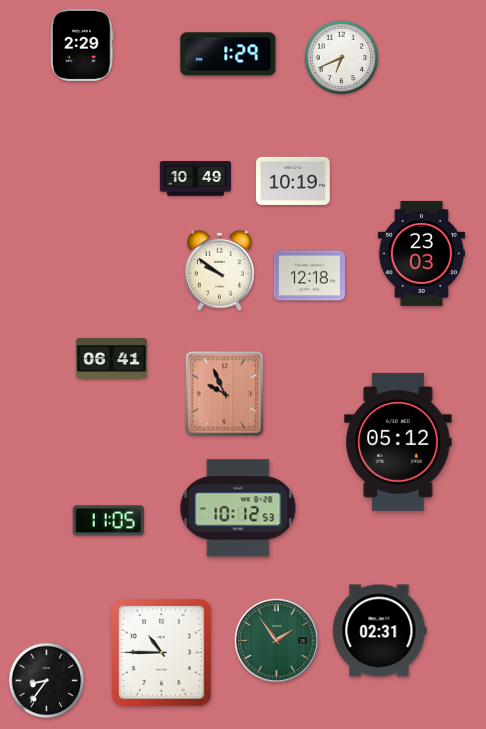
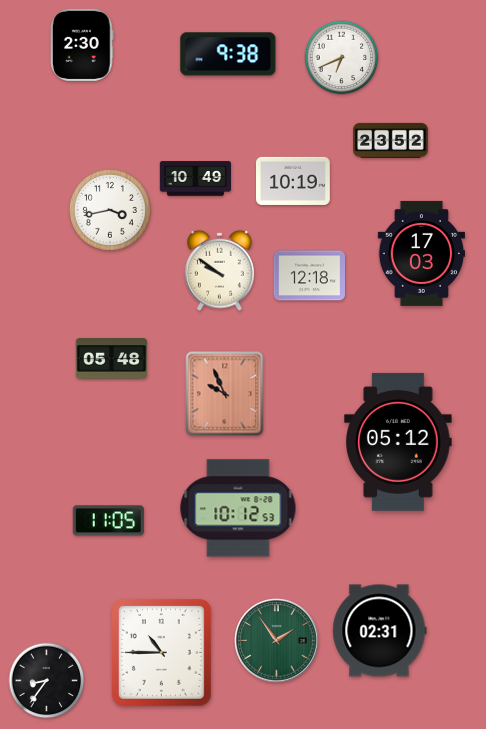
clock at (82, 45): 2:29 -> 2:30
clock at (228, 54): 1:29 -> 9:38
clock at (391, 140): none -> 23:52
clock at (110, 210): none -> 3:43
clock at (422, 253): 23:03 -> 17:03
clock at (111, 359): 06:41 -> 05:48
